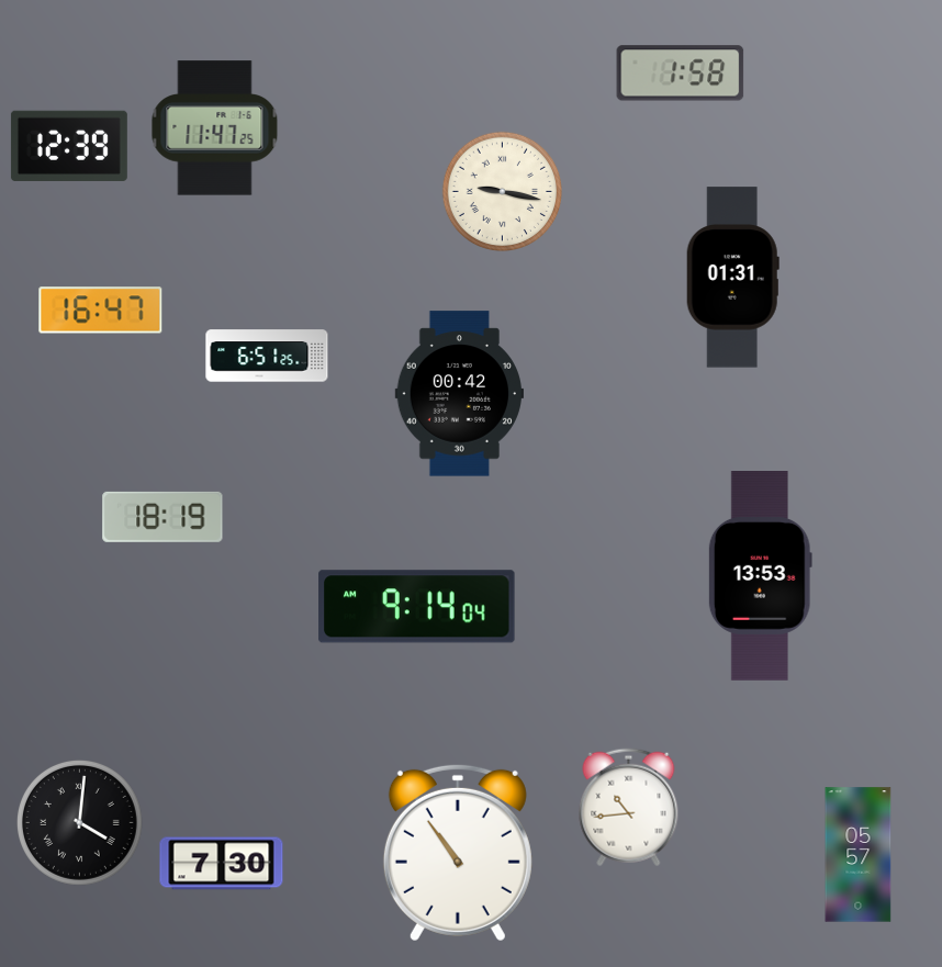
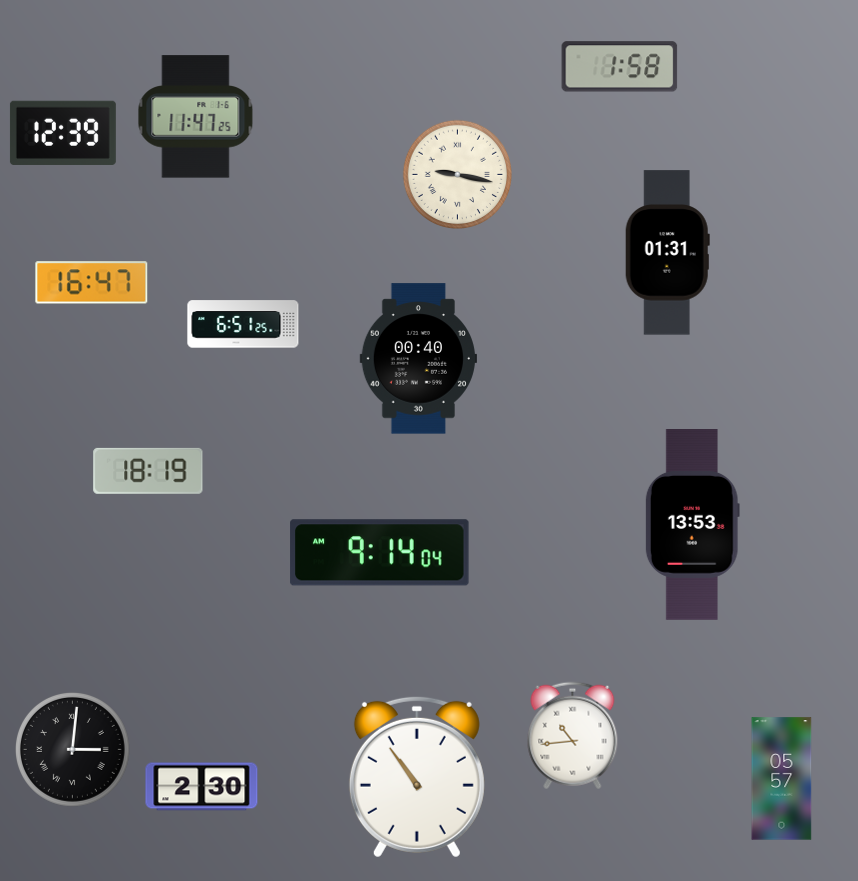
clock at (459, 394): 00:42 -> 00:40
clock at (79, 822): 4:01 -> 3:01
clock at (222, 864): 7:30 -> 2:30
